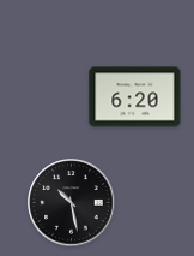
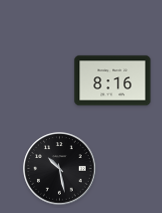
clock at (135, 97): 6:20 -> 8:16
